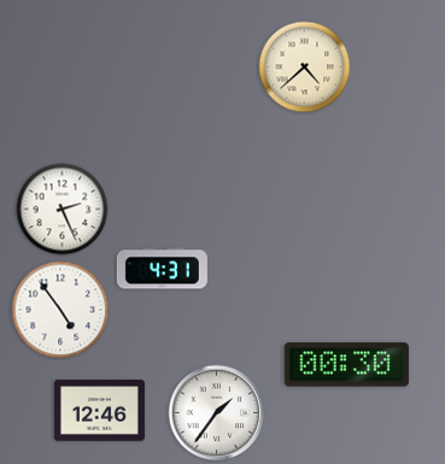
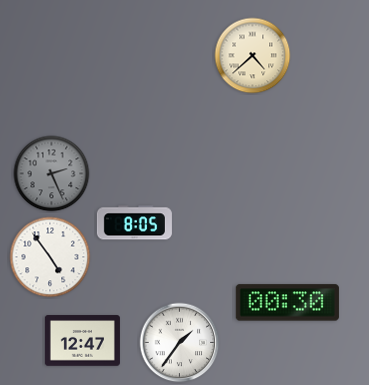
clock at (63, 210) dial: white -> grey
clock at (162, 269): 4:31 -> 8:05
clock at (99, 411): 12:46 -> 12:47
